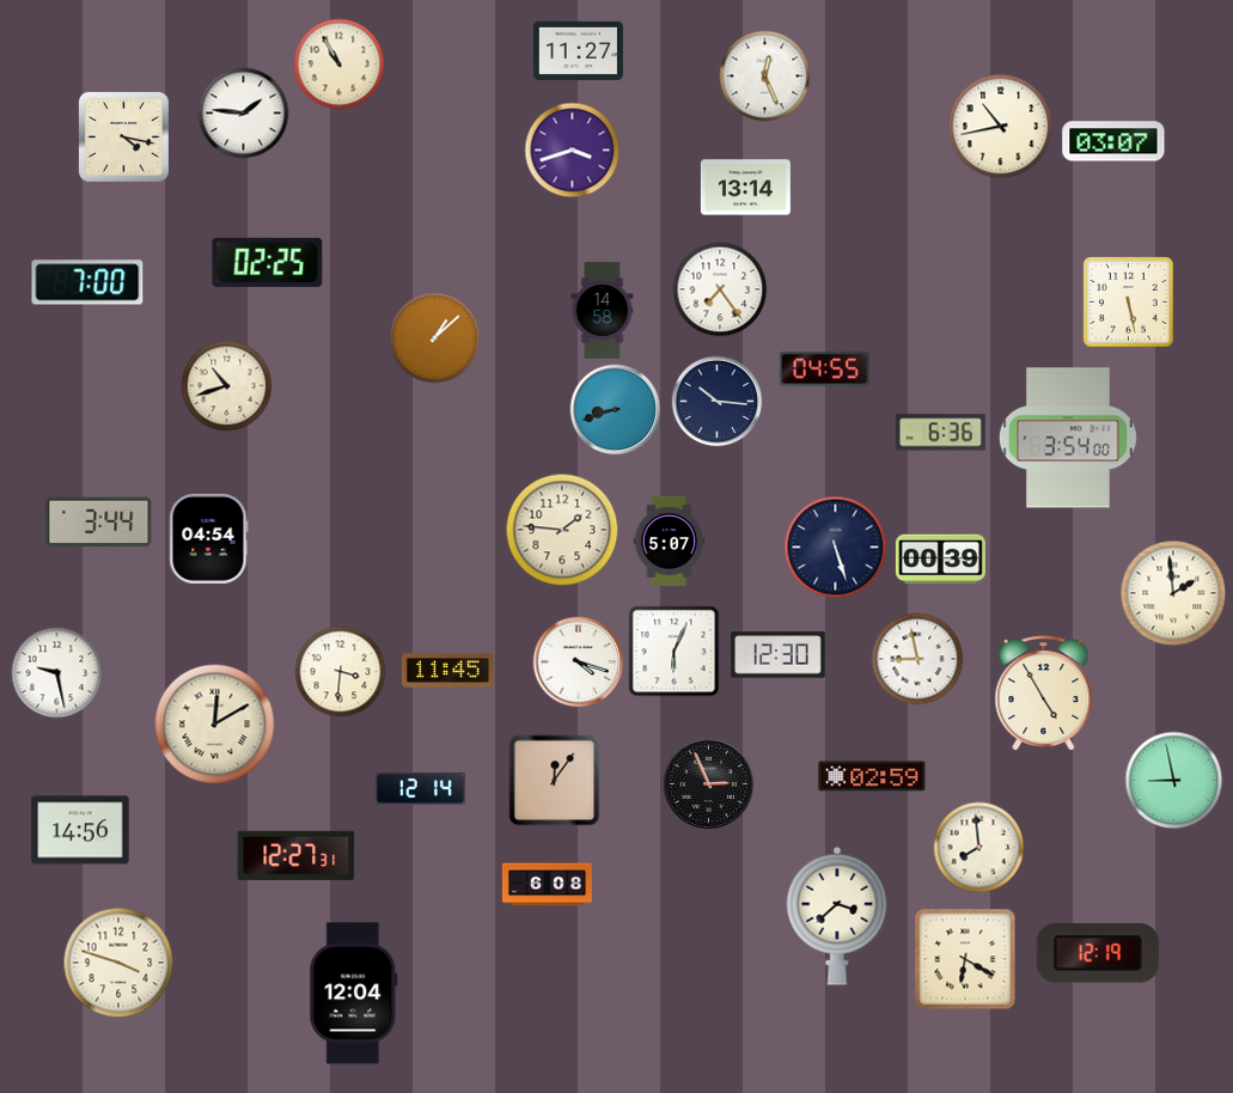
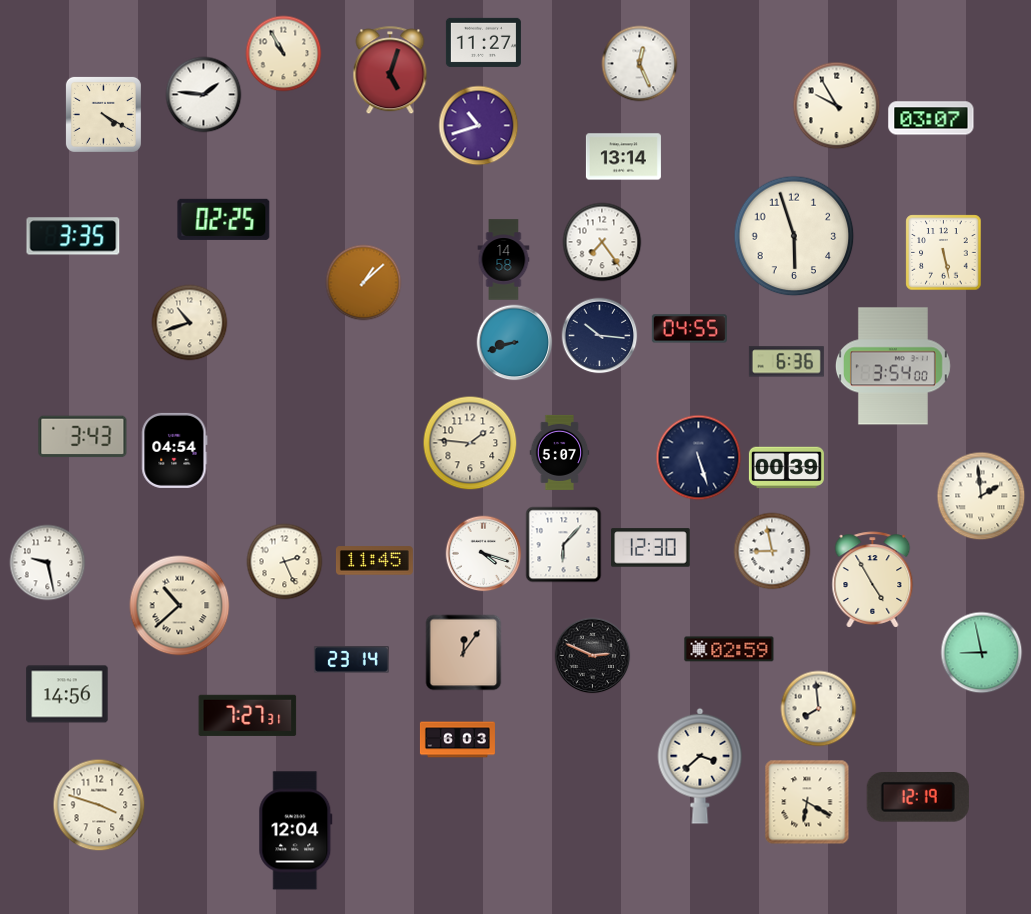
clock at (390, 71): none -> 5:03
clock at (1001, 127): 10:43 -> 9:55
clock at (123, 136): 4:17 -> 4:20
clock at (573, 151): 3:42 -> 10:42
clock at (87, 282): 7:00 -> 3:35
clock at (794, 236): none -> 5:57
clock at (824, 370) position: (824, 370) -> (689, 329)
clock at (99, 523): 3:44 -> 3:43
clock at (675, 652): 6:04 -> 6:07
clock at (917, 659) position: (917, 659) -> (772, 551)
clock at (341, 672): 3:31 -> 2:26
clock at (215, 725): 12:10 -> 10:38
clock at (709, 784): 2:56 -> 2:49
clock at (420, 789): 12:14 -> 23:14
clock at (297, 855): 12:27 -> 7:27
clock at (547, 885): 6:08 -> 6:03
